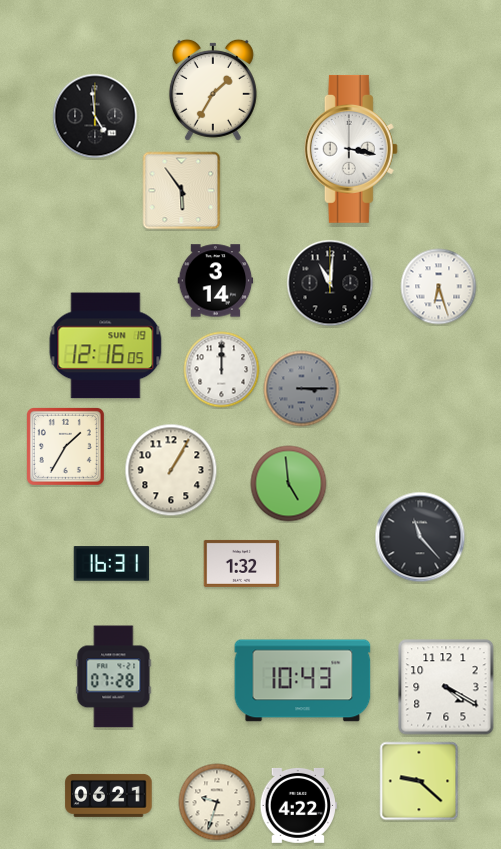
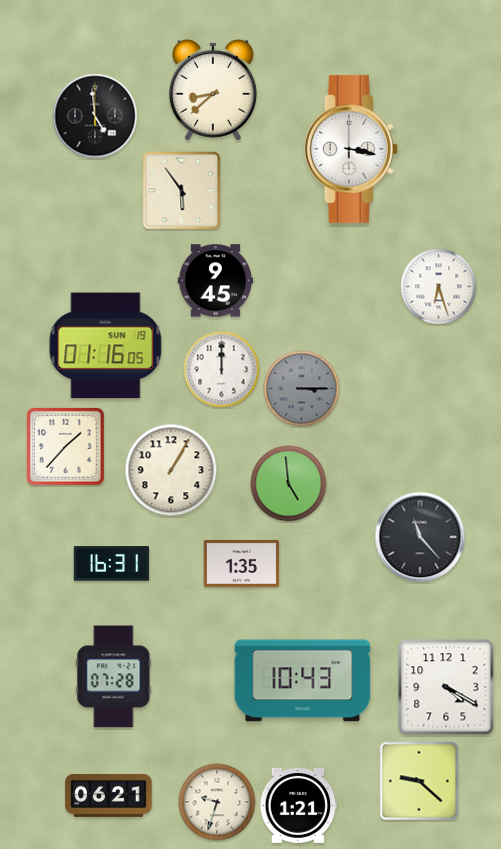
clock at (213, 90): 1:35 -> 8:38
clock at (216, 281): 3:14 -> 9:45
clock at (330, 283): 11:01 -> none
clock at (106, 346): 12:16 -> 01:16
clock at (65, 446): 1:35 -> 1:37
clock at (242, 563): 1:32 -> 1:35
clock at (298, 805): 4:22 -> 1:21
